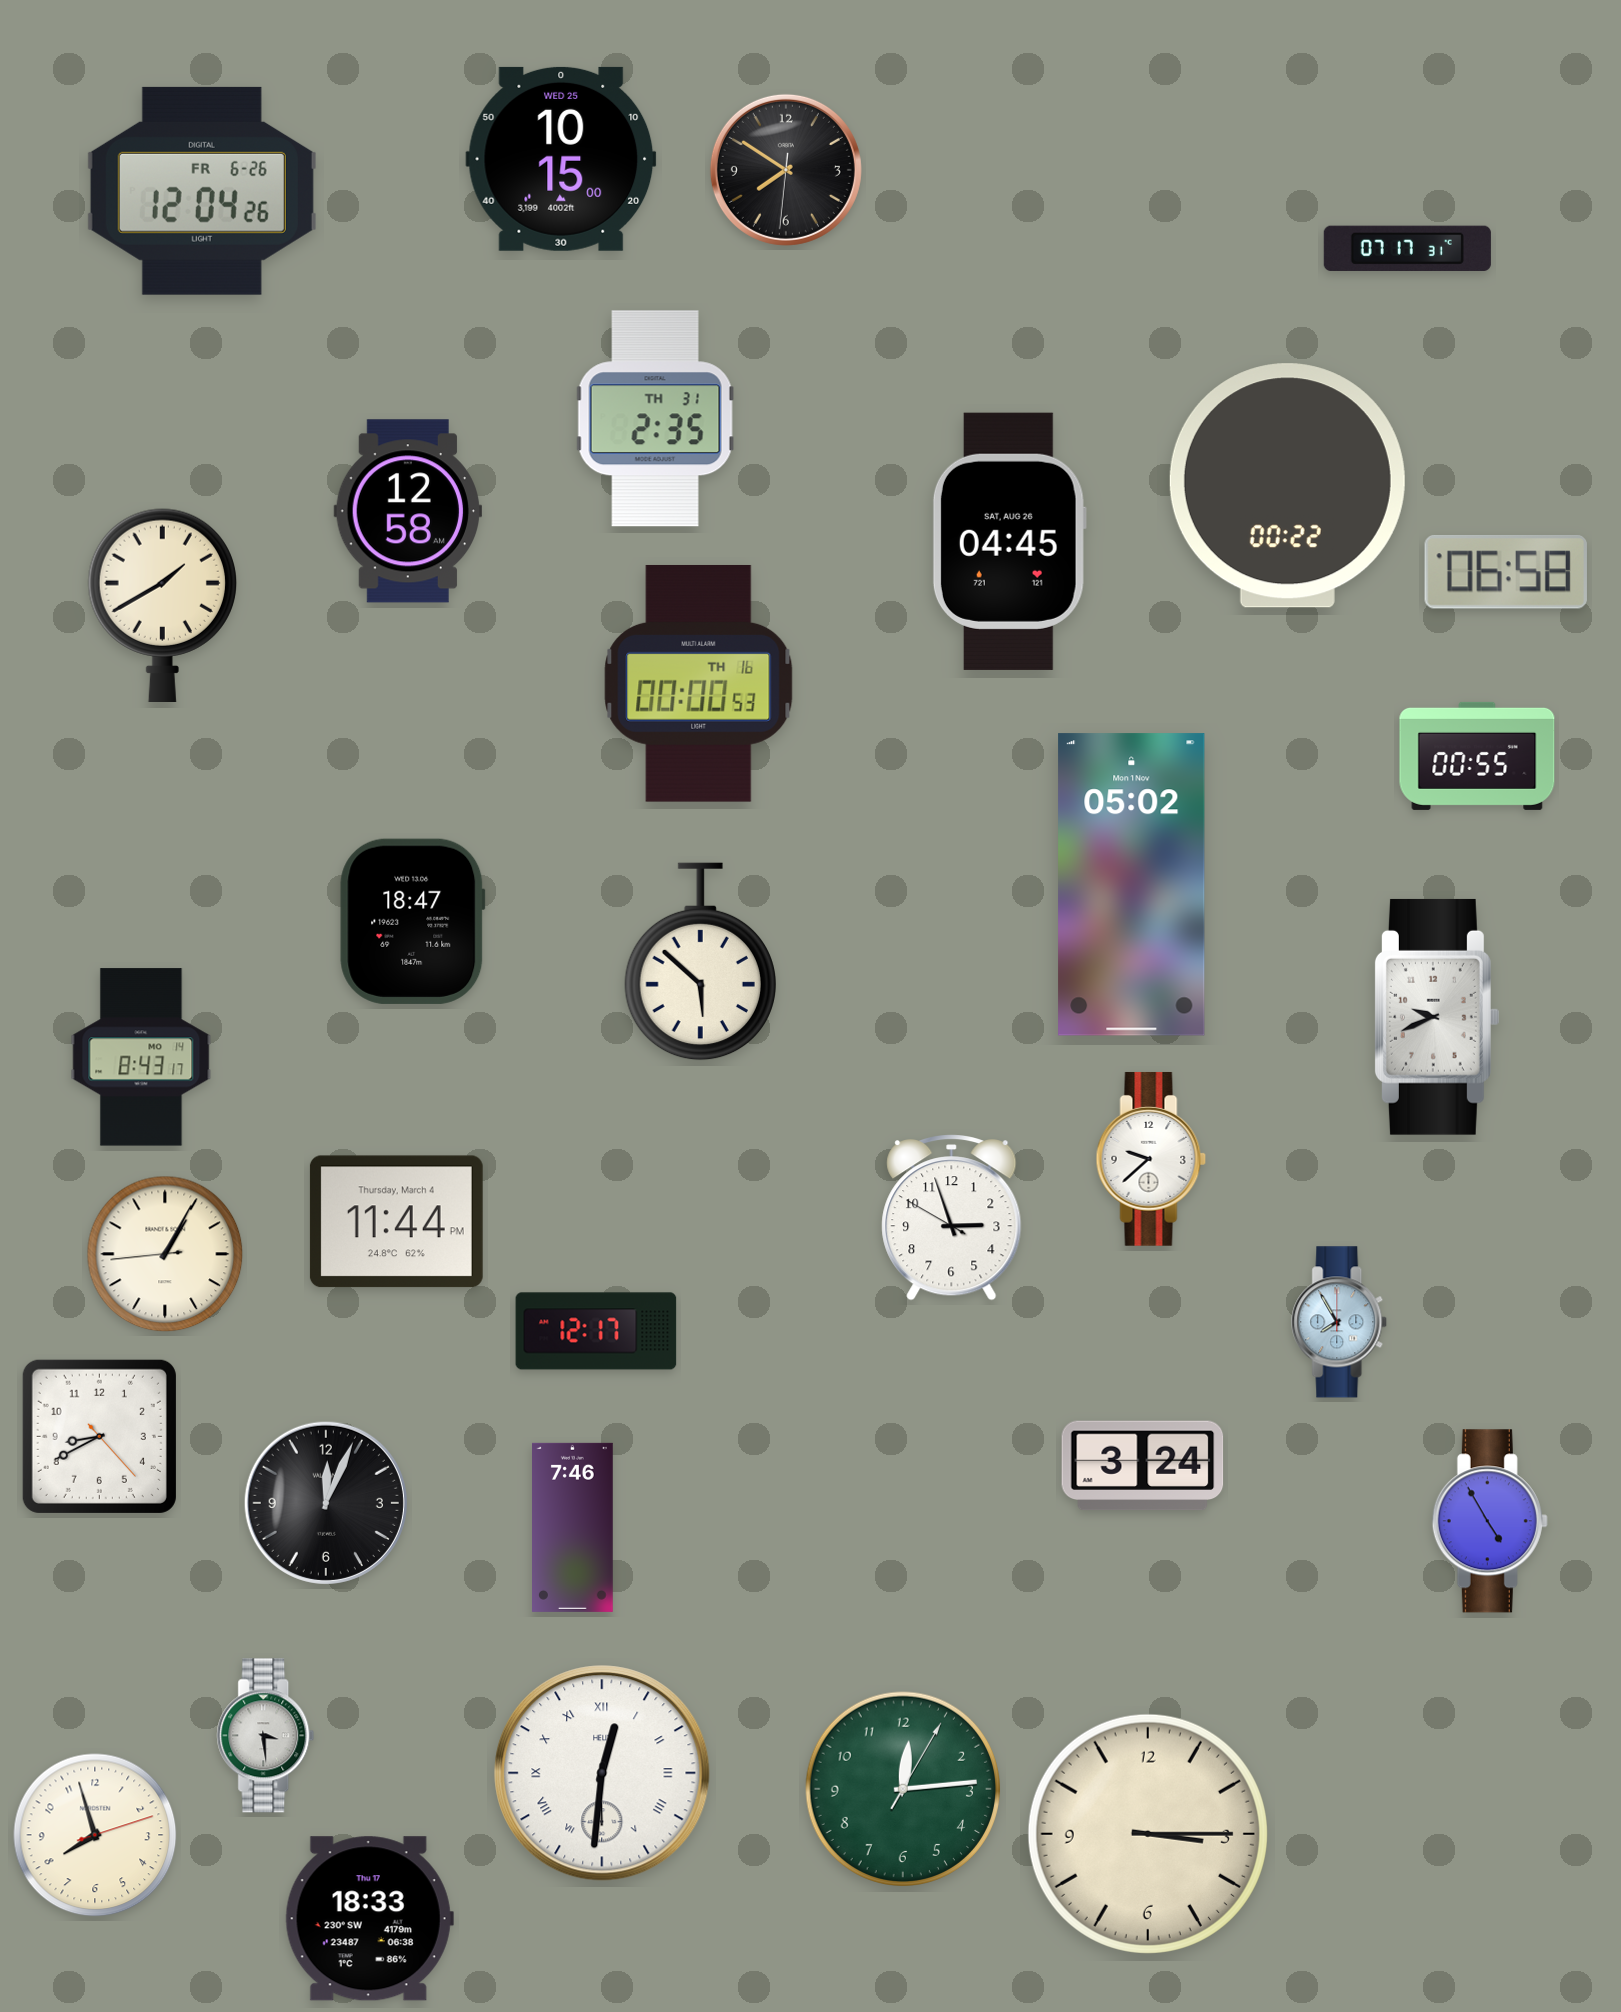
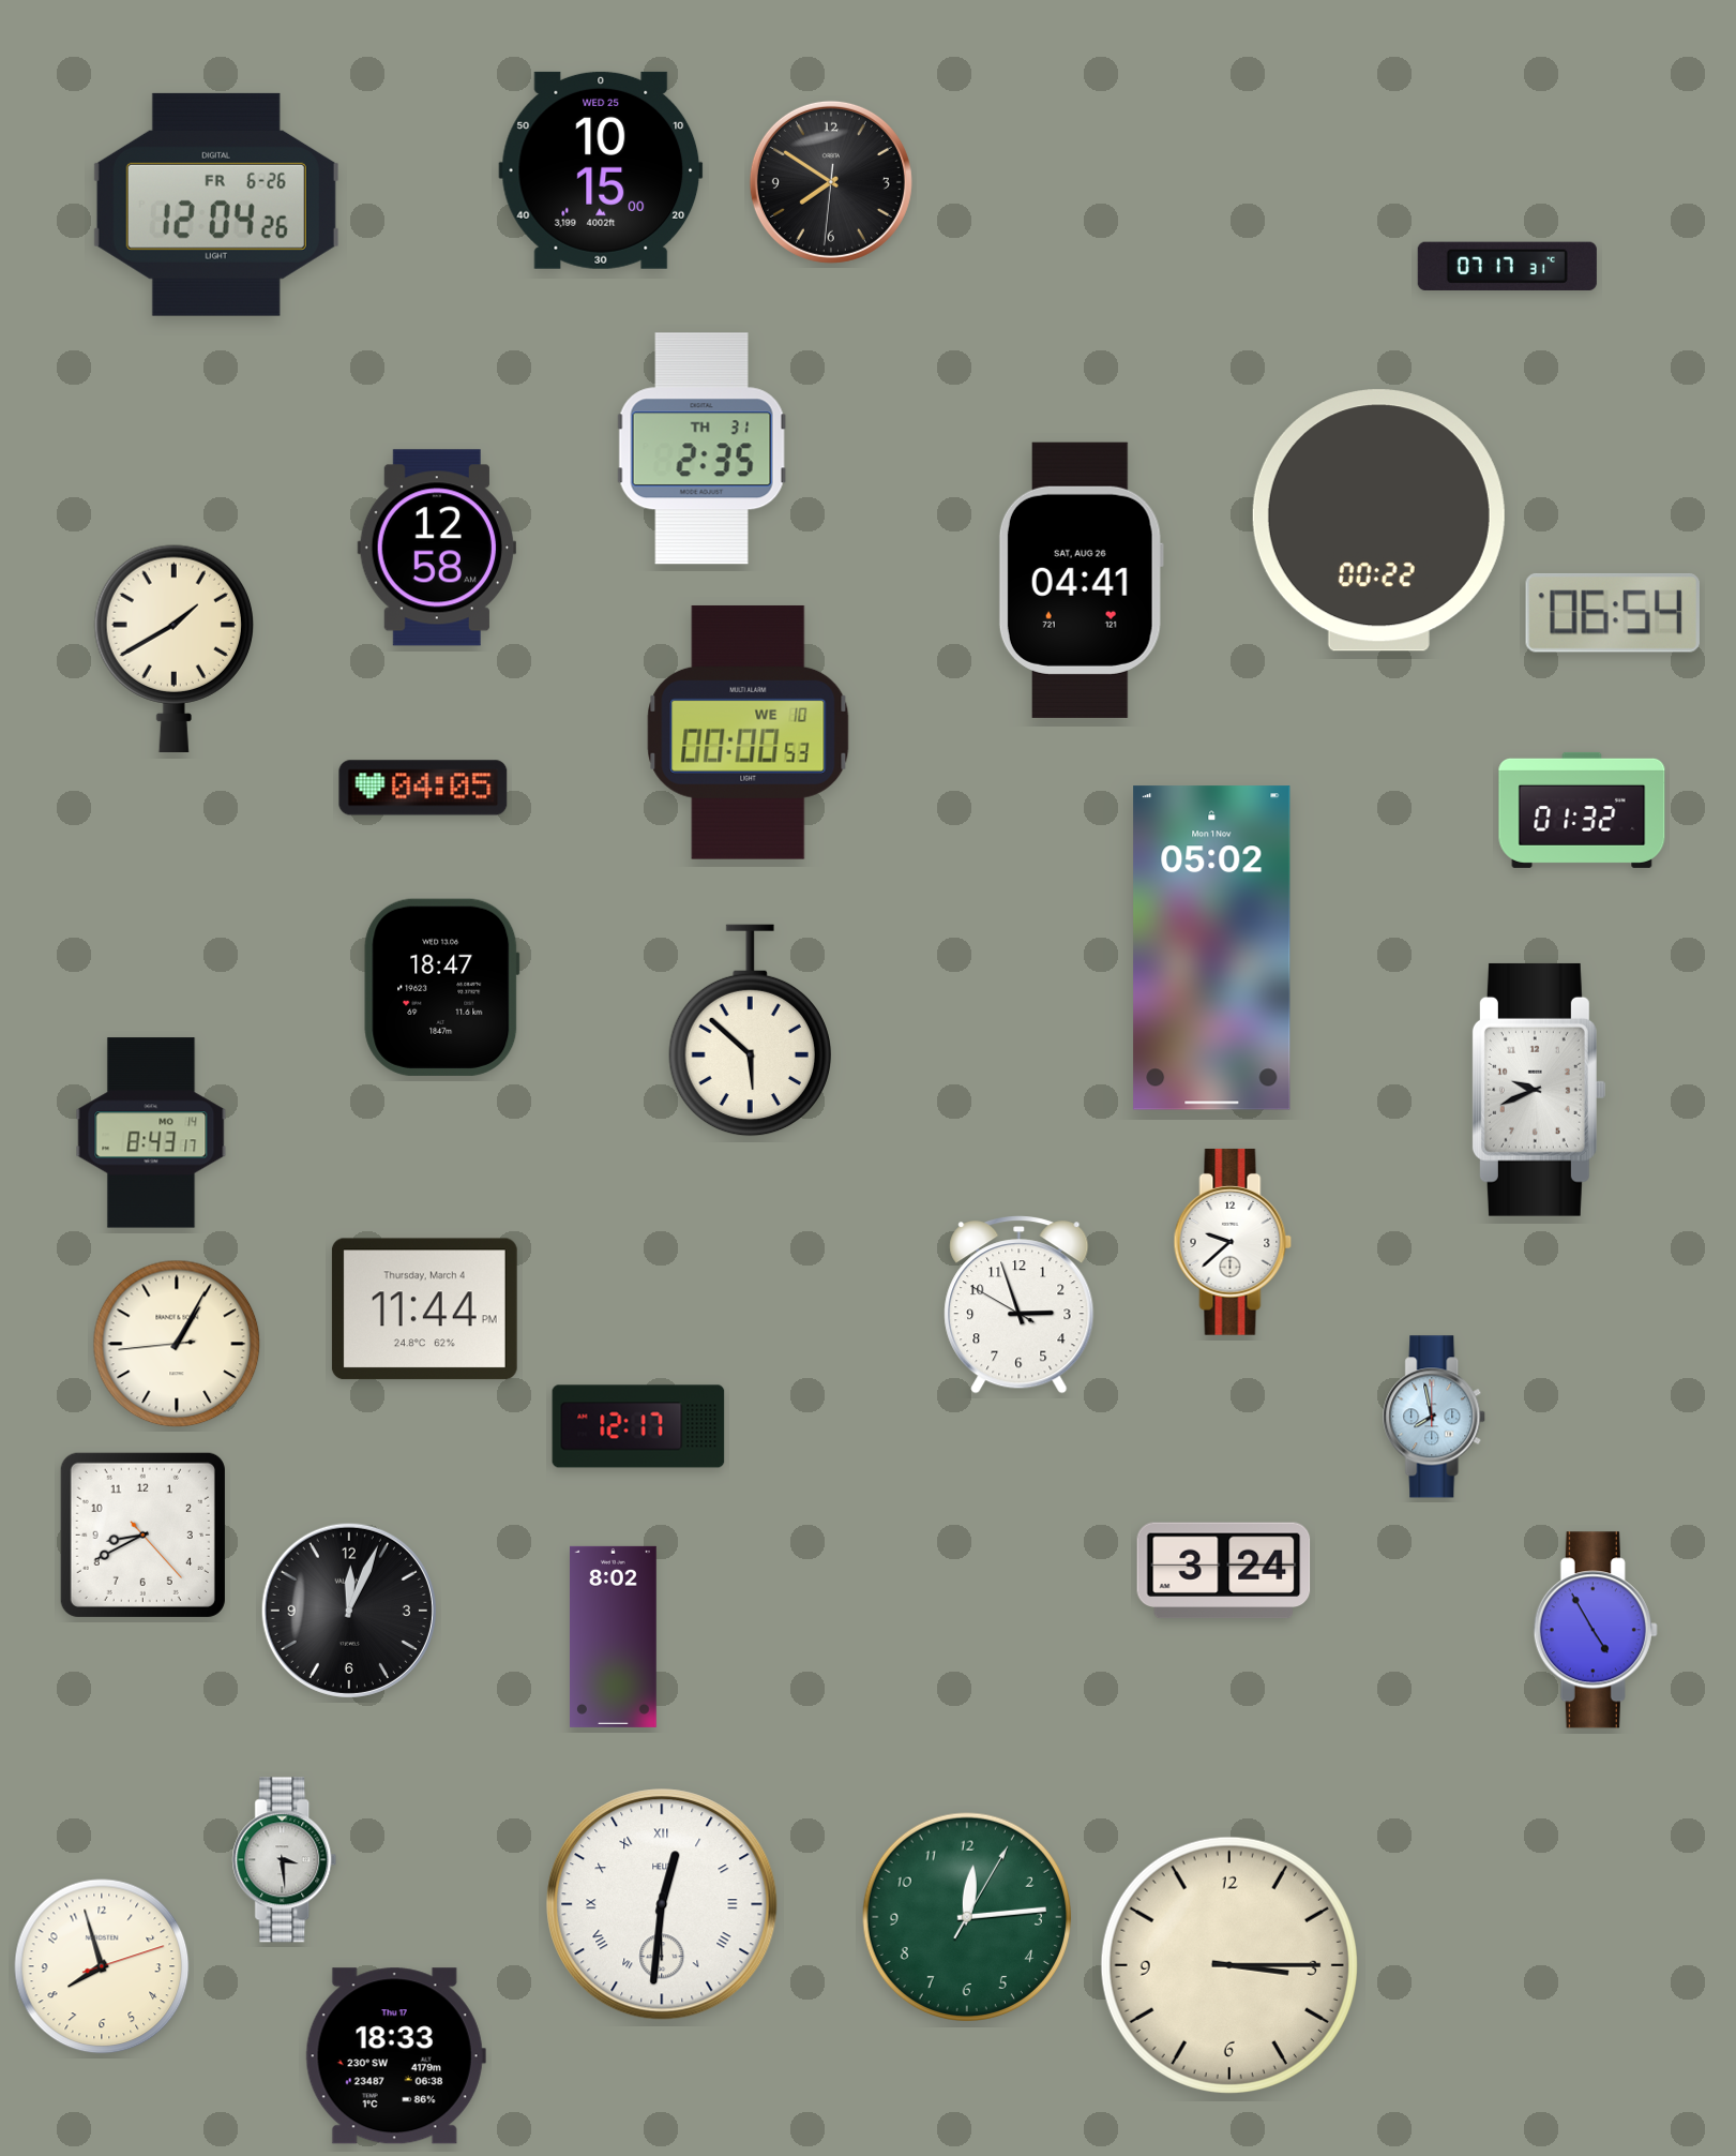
clock at (786, 170) position: (786, 170) -> (831, 182)
clock at (1009, 541): 04:45 -> 04:41
clock at (1506, 572): 06:58 -> 06:54
clock at (699, 683) date: TH 16 -> WE 10
clock at (423, 788): none -> 04:05
clock at (1477, 756): 00:55 -> 01:32
clock at (1340, 1322): 7:55 -> 7:58
clock at (99, 1436) position: (99, 1436) -> (142, 1534)
clock at (573, 1527): 7:46 -> 8:02
clock at (602, 1773) position: (602, 1773) -> (662, 1904)
